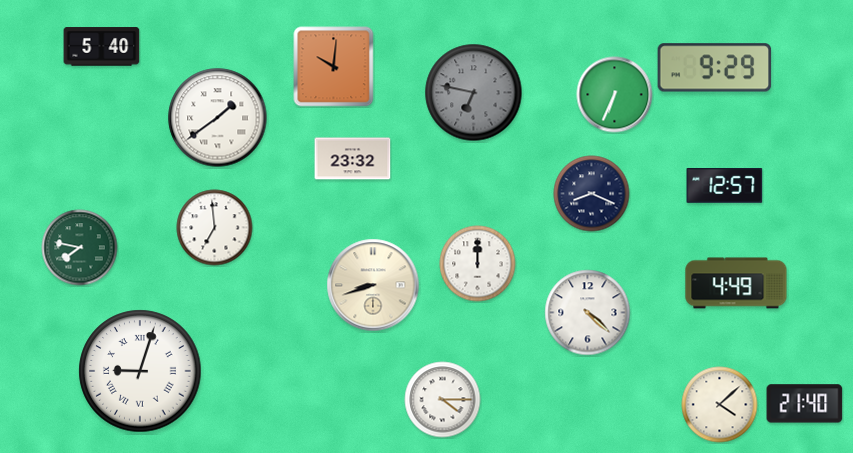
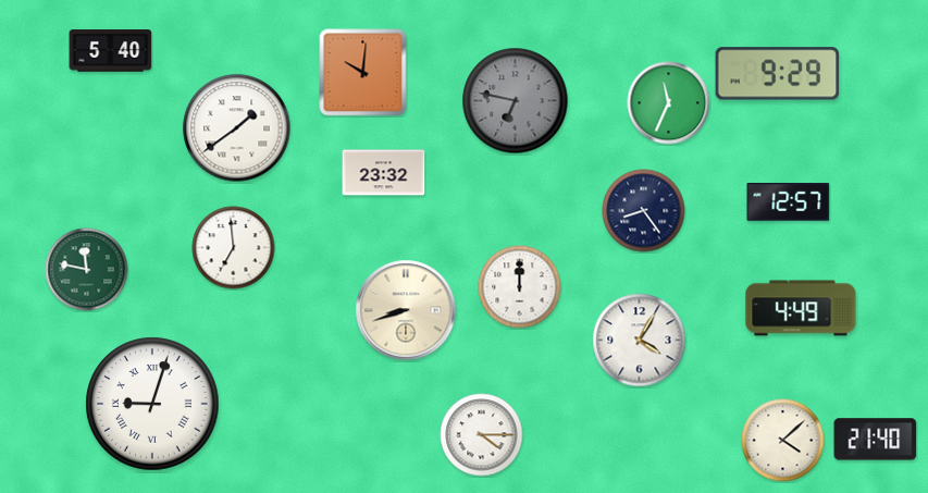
clock at (615, 95): 6:34 -> 11:34
clock at (592, 194): 8:19 -> 8:24
clock at (80, 248): 7:47 -> 11:47
clock at (588, 313): 4:22 -> 4:05
